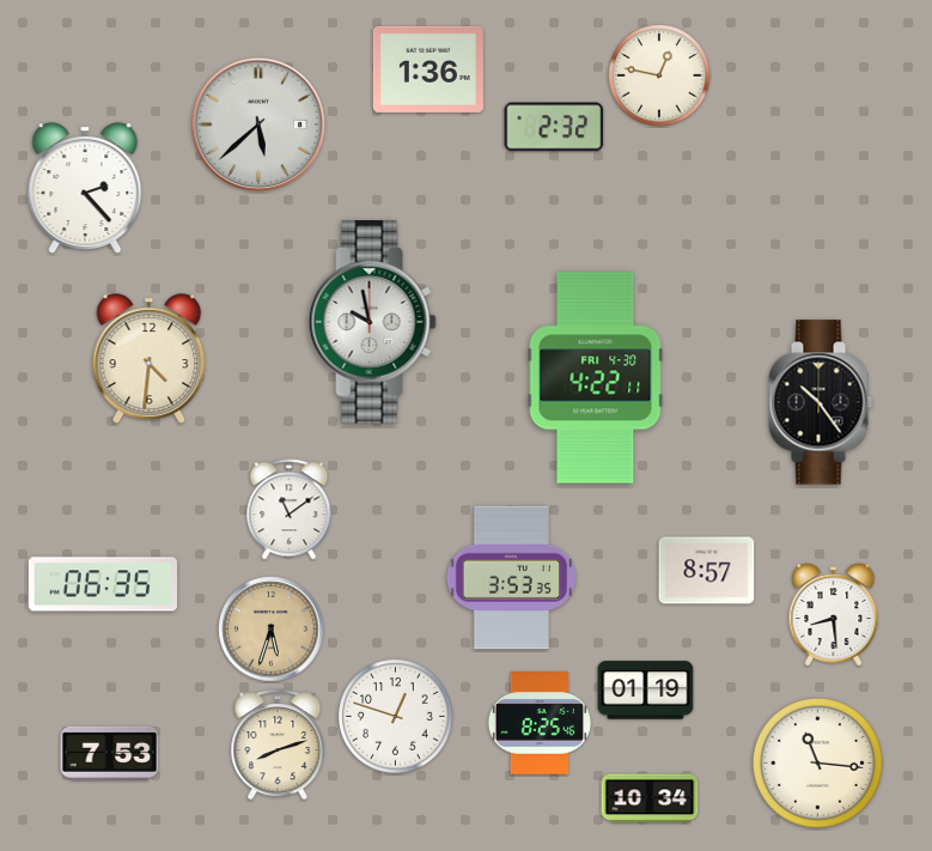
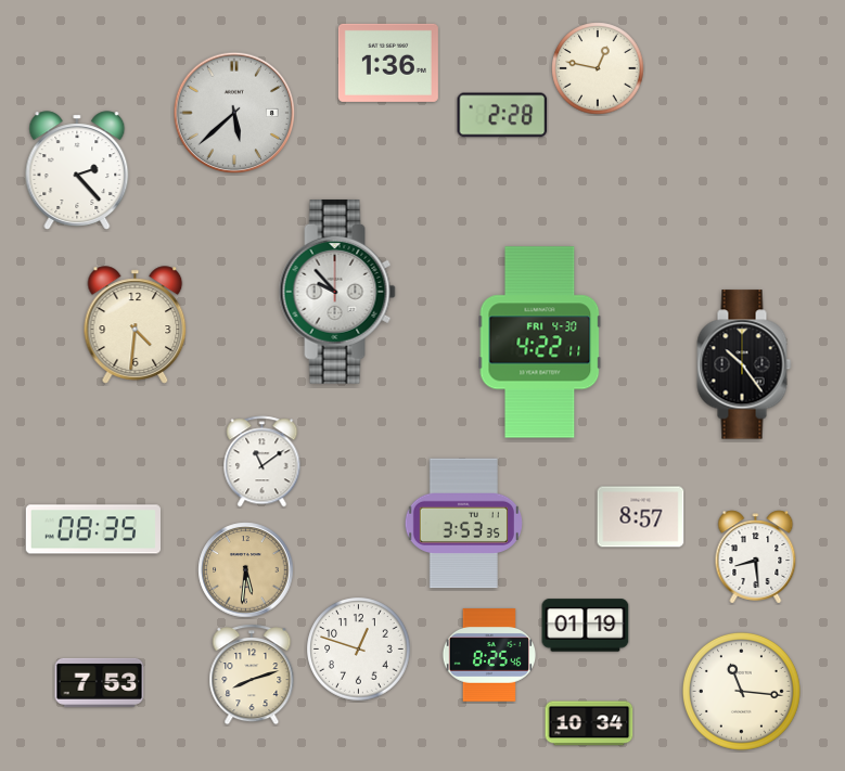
clock at (554, 127): 2:32 -> 2:28
clock at (372, 322): 9:58 -> 9:53
clock at (102, 584): 06:35 -> 08:35
clock at (272, 630): 5:33 -> 5:31
